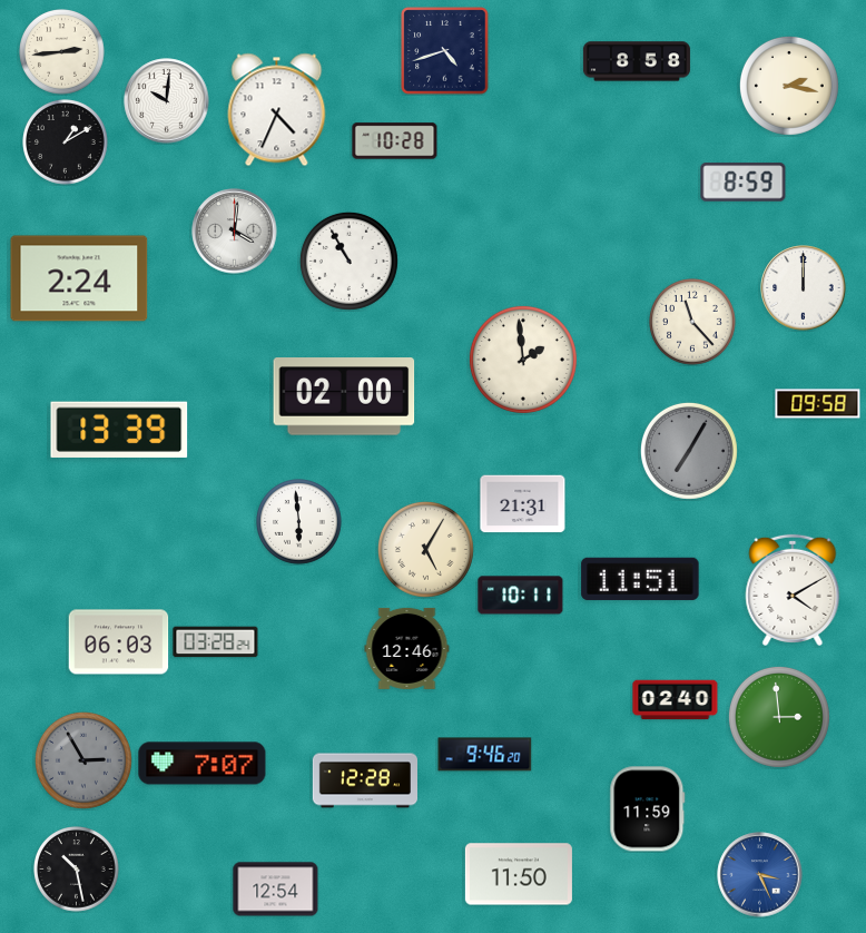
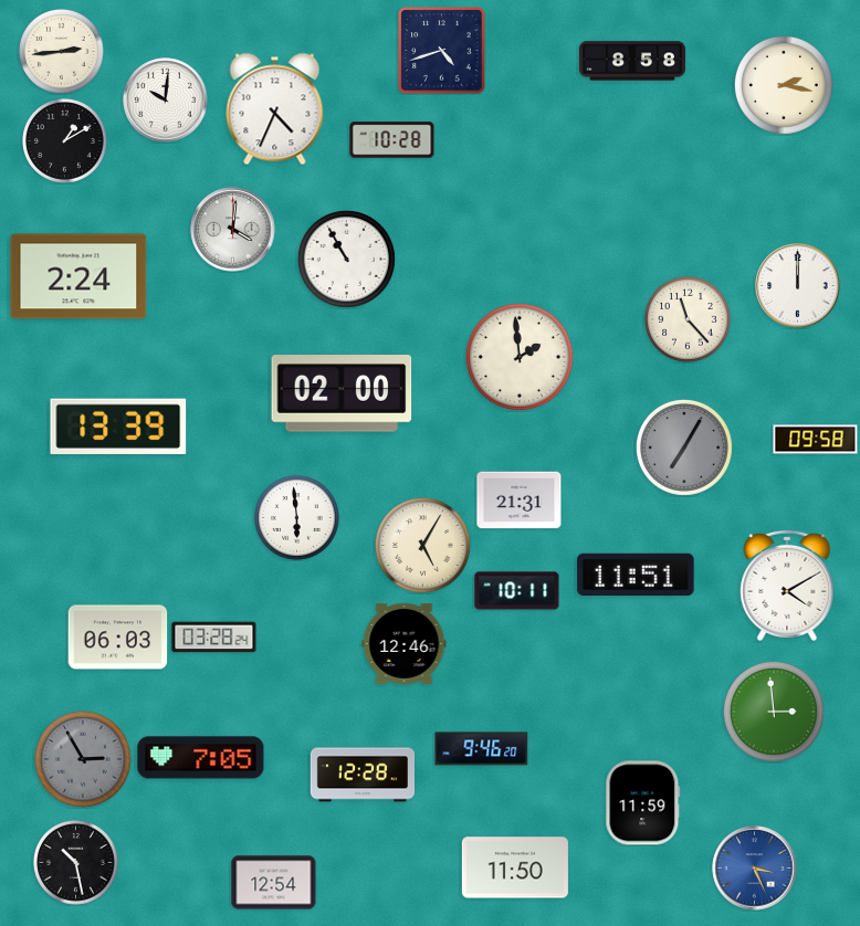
clock at (744, 183): 8:59 -> none
clock at (818, 404) position: (818, 404) -> (816, 440)
clock at (676, 700): 02:40 -> none
clock at (83, 760) position: (83, 760) -> (83, 759)
clock at (203, 764): 7:07 -> 7:05
